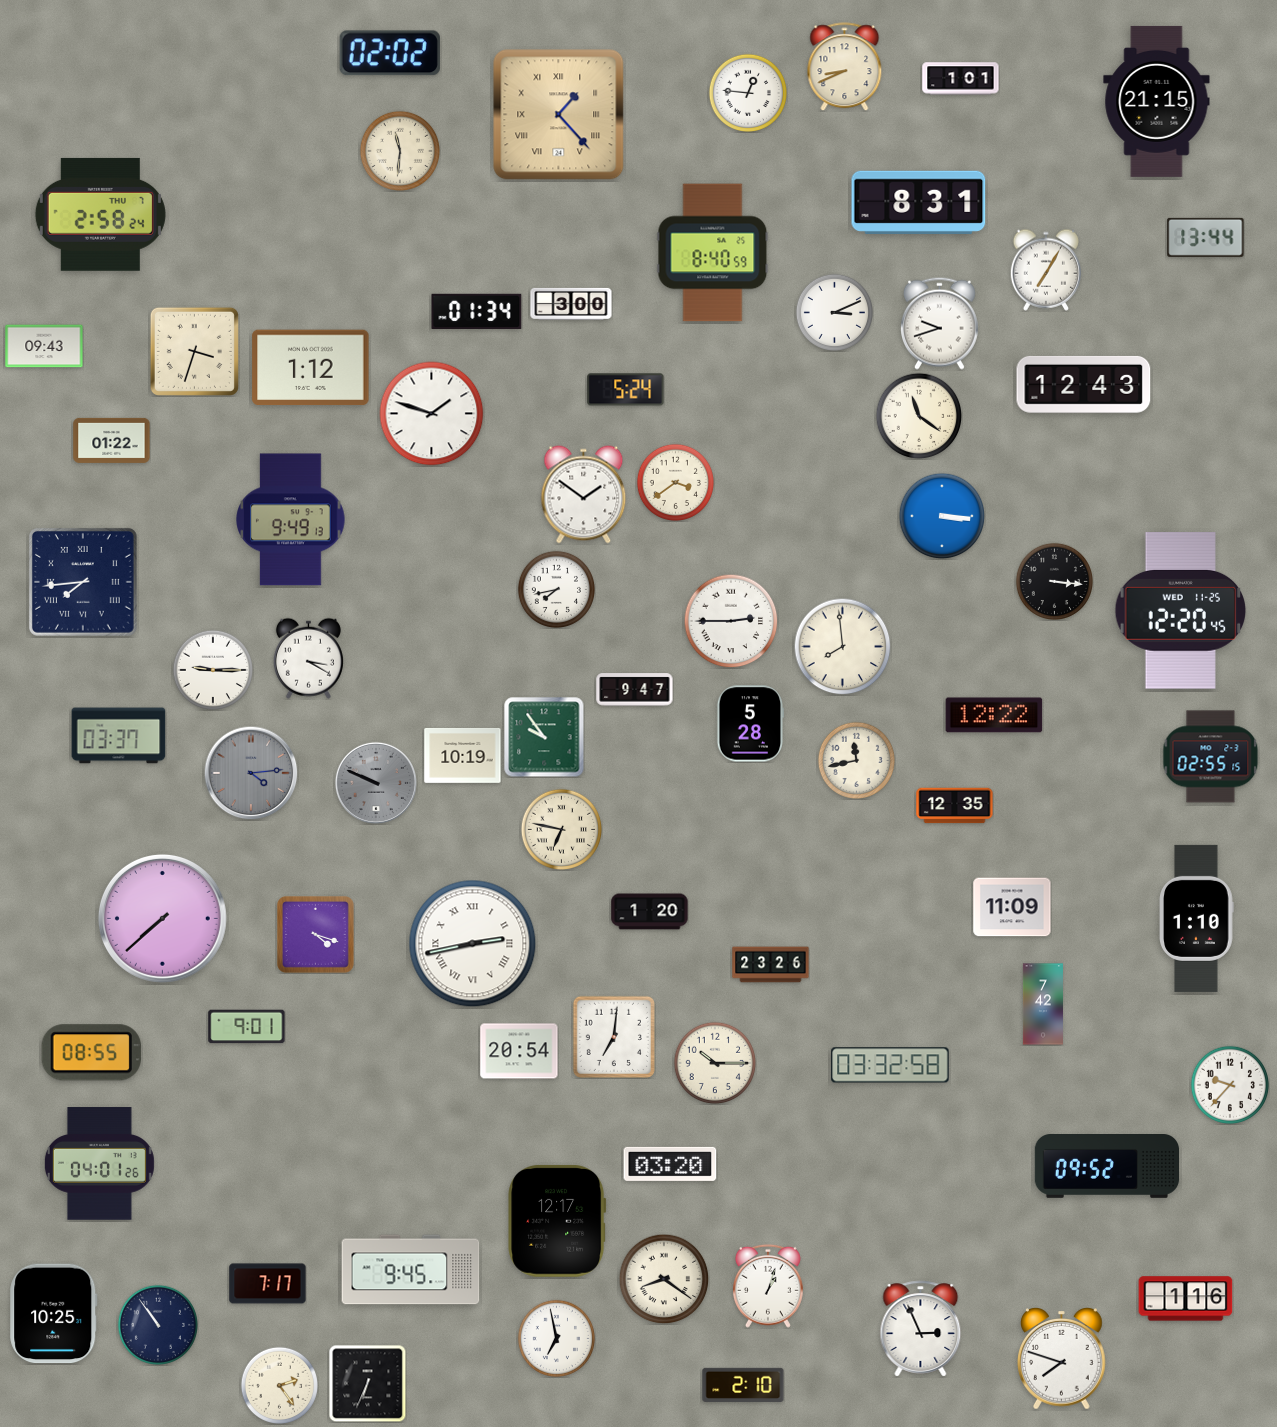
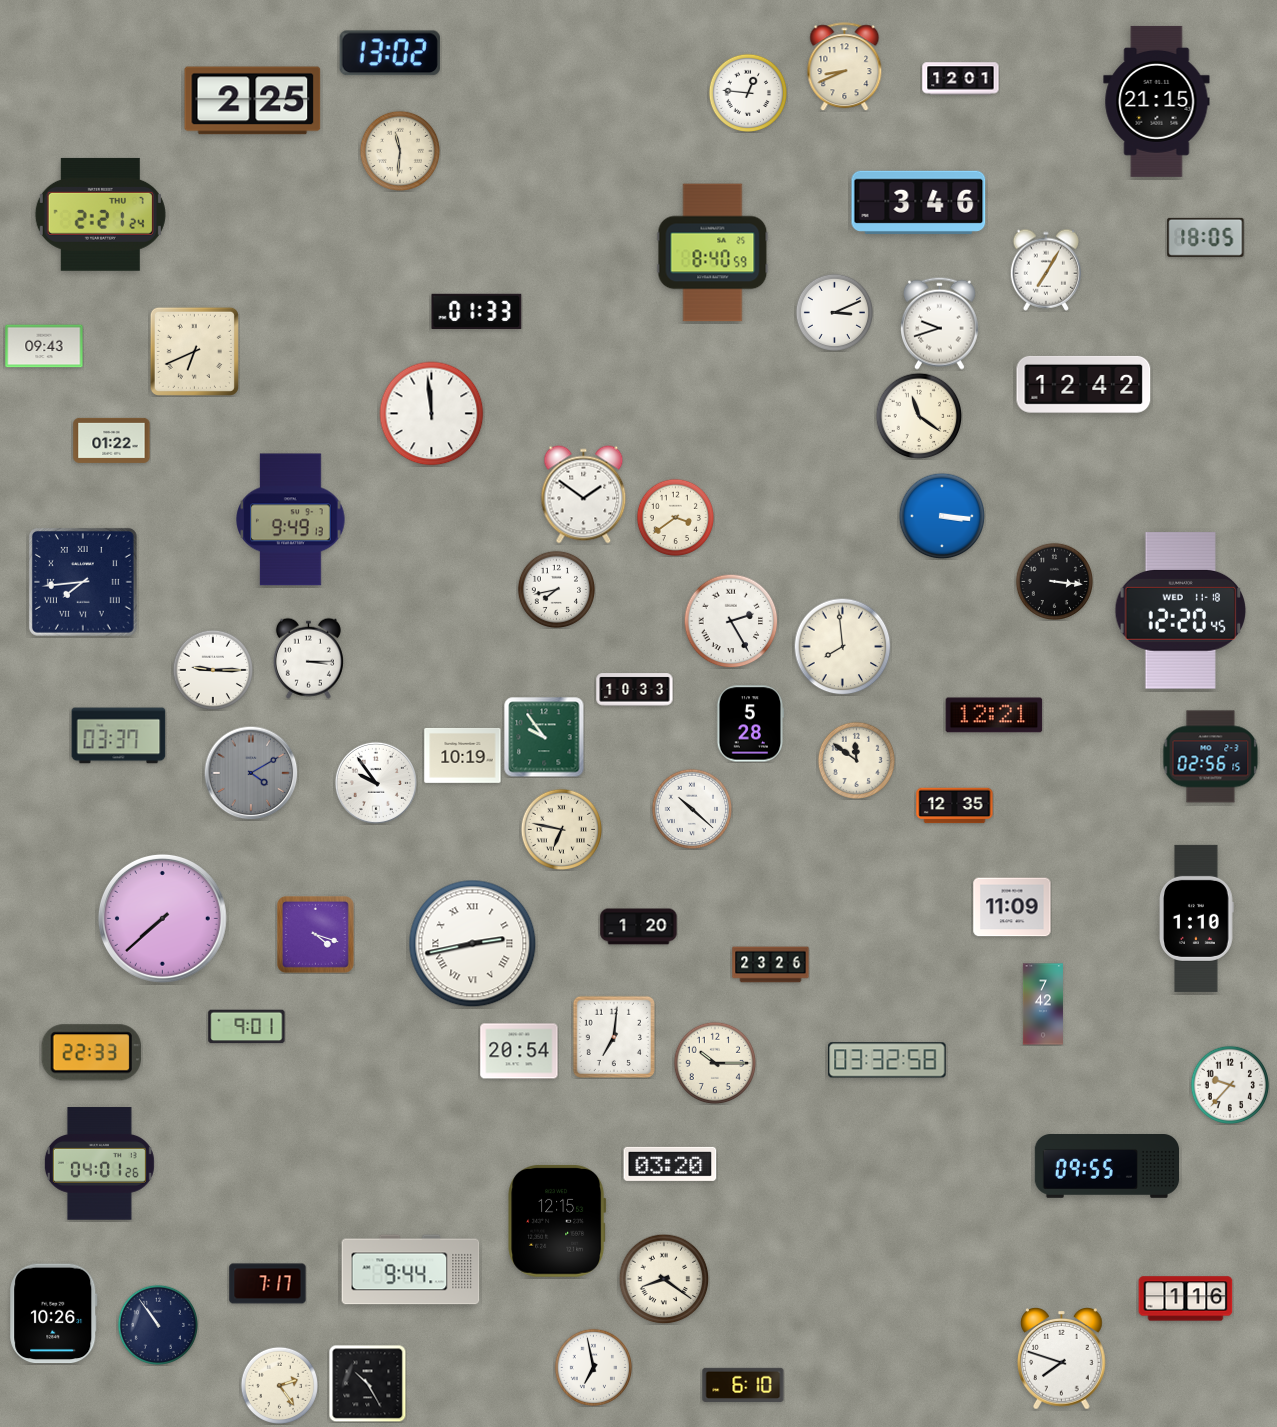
clock at (390, 53): 02:02 -> 13:02
clock at (961, 79): 1:01 -> 12:01
clock at (253, 101): none -> 2:25
clock at (559, 115): 1:23 -> none
clock at (919, 202): 8:31 -> 3:46
clock at (100, 214): 2:58 -> 2:21
clock at (1206, 237): 13:44 -> 18:05
clock at (571, 304): 3:00 -> none
clock at (477, 311): 01:34 -> 01:33
clock at (194, 351): 3:33 -> 6:41
clock at (311, 368): 1:12 -> none
clock at (1084, 384): 12:43 -> 12:42
clock at (626, 390): 5:24 -> none
clock at (432, 414): 1:48 -> 11:59
clock at (675, 482) position: (675, 482) -> (675, 517)
clock at (1181, 611) date: WED 11-25 -> WED 11-18
clock at (731, 621): 2:45 -> 2:25
clock at (308, 658): 3:20 -> 3:15
clock at (635, 690): 9:47 -> 10:33
clock at (994, 715): 12:22 -> 12:21
clock at (1211, 757): 02:55 -> 02:56
clock at (856, 760): 11:43 -> 11:51
clock at (251, 773): 4:14 -> 4:10
clock at (376, 783): 9:49 -> 9:54
clock at (376, 783) dial: grey -> white
clock at (691, 808): none -> 10:22
clock at (650, 912) position: (650, 912) -> (639, 927)
clock at (91, 1053): 08:55 -> 22:33
clock at (890, 1065) position: (890, 1065) -> (887, 1060)
clock at (1106, 1167): 09:52 -> 09:55
clock at (557, 1221): 12:17 -> 12:15
clock at (411, 1270): 9:45 -> 9:44
clock at (768, 1286): 1:03 -> none
clock at (54, 1314): 10:25 -> 10:26
clock at (921, 1329): 2:56 -> none
clock at (556, 1338) position: (556, 1338) -> (593, 1367)
clock at (367, 1383): 6:34 -> 10:25
clock at (743, 1385): 2:10 -> 6:10
